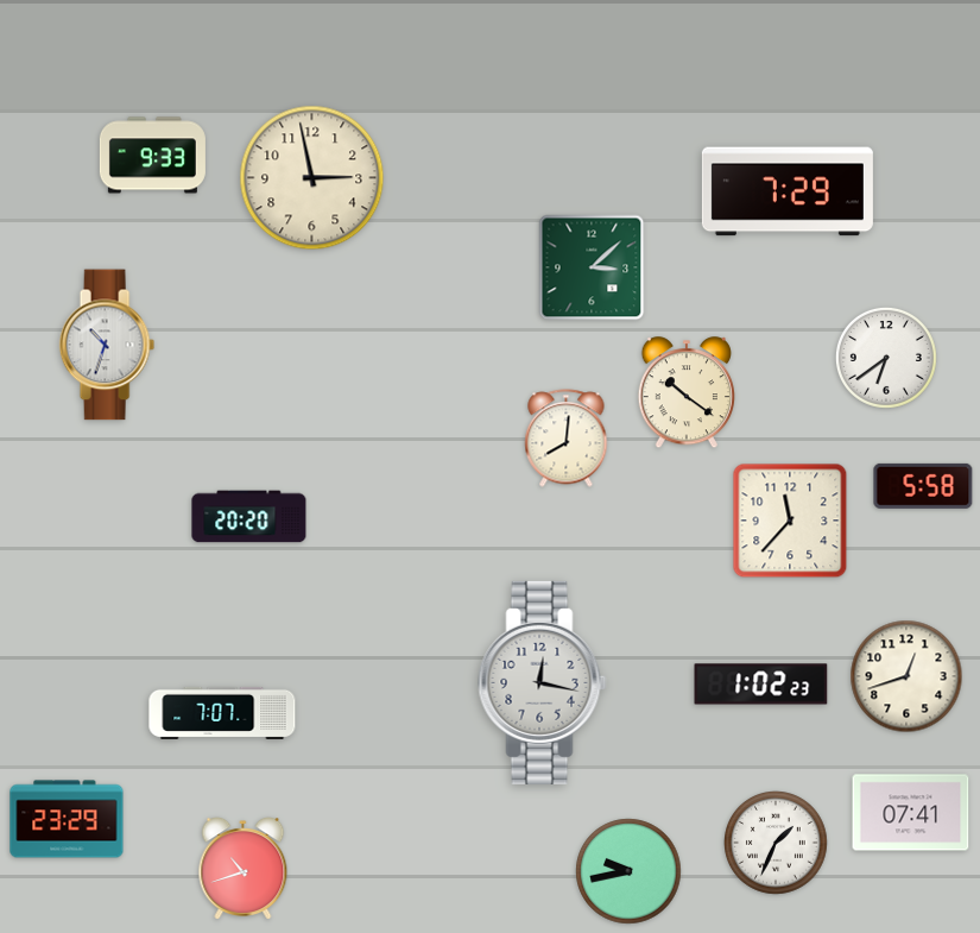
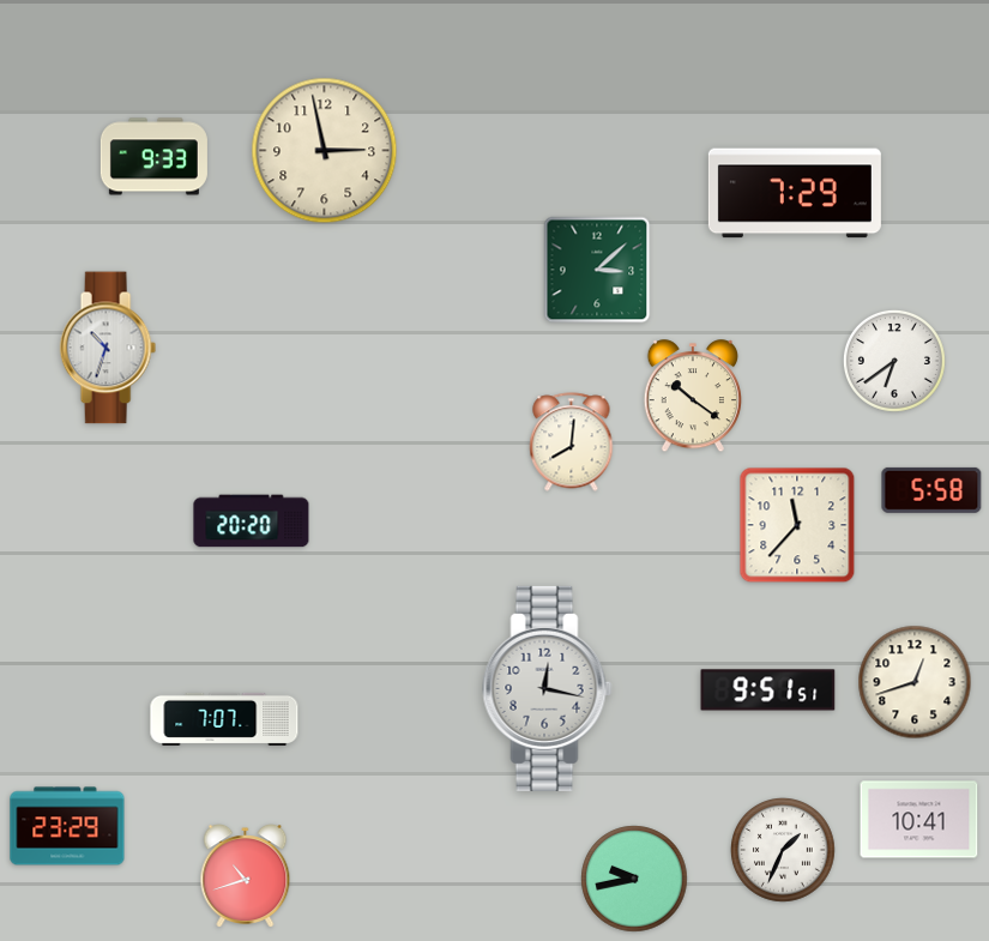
clock at (312, 178) position: (312, 178) -> (325, 151)
clock at (761, 685): 1:02 -> 9:51
clock at (911, 813): 07:41 -> 10:41
